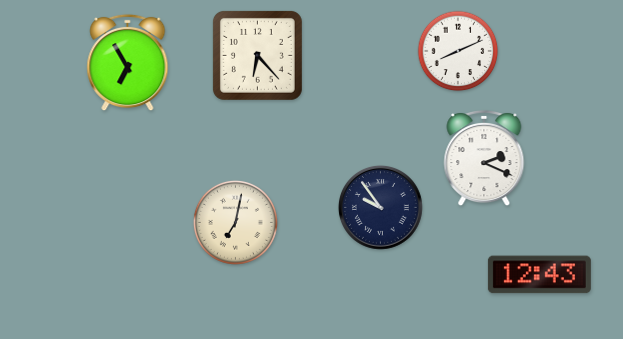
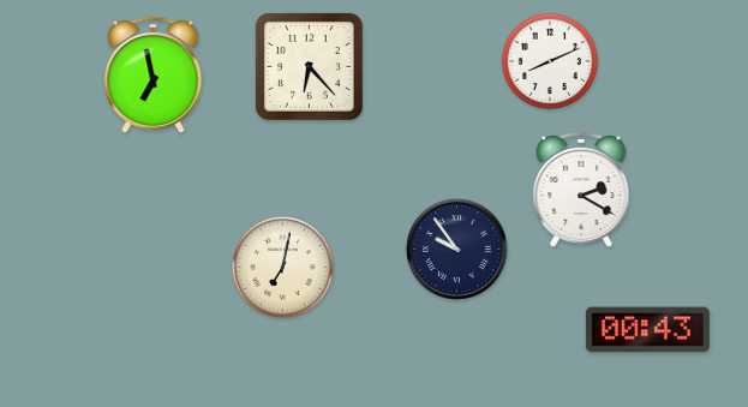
clock at (128, 63): 6:55 -> 6:58
clock at (484, 158): 2:19 -> 2:20
clock at (539, 275): 12:43 -> 00:43
